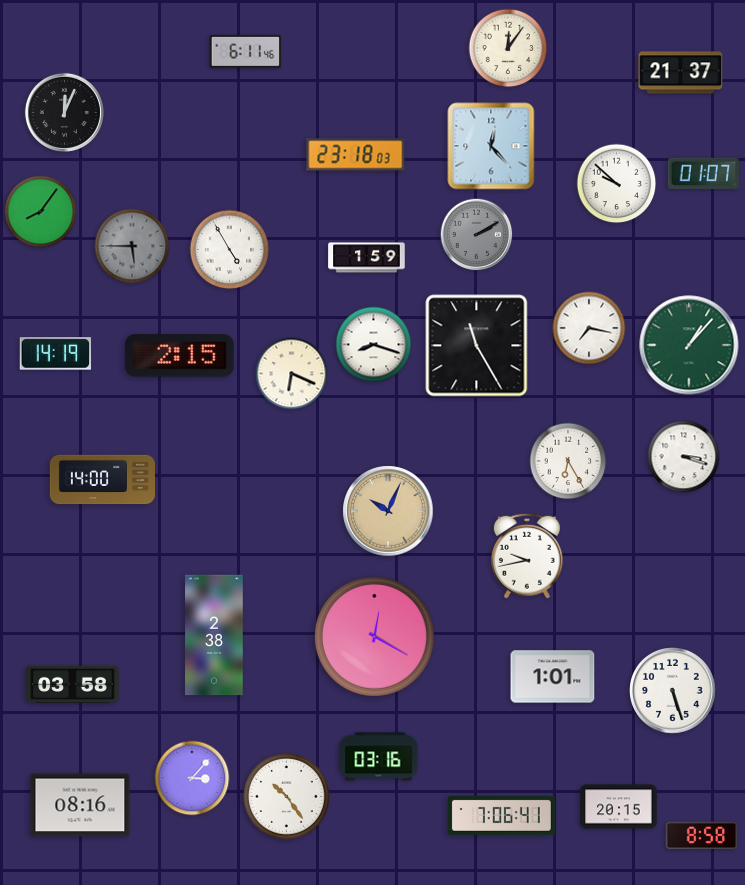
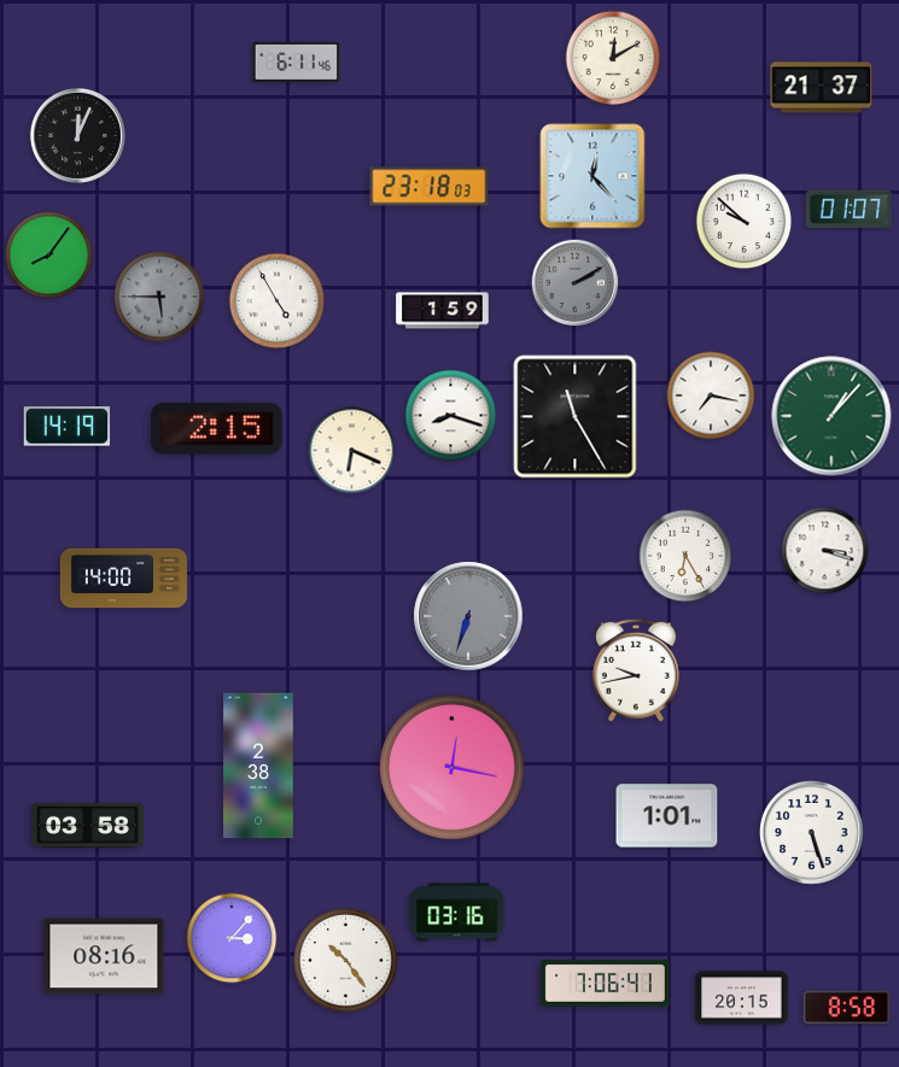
clock at (508, 48): 12:06 -> 12:10
clock at (388, 511): 10:04 -> 6:33
clock at (388, 511) dial: champagne -> grey
clock at (374, 636): 12:20 -> 12:17
clock at (80, 805) position: (80, 805) -> (104, 956)
clock at (619, 807) position: (619, 807) -> (742, 998)
